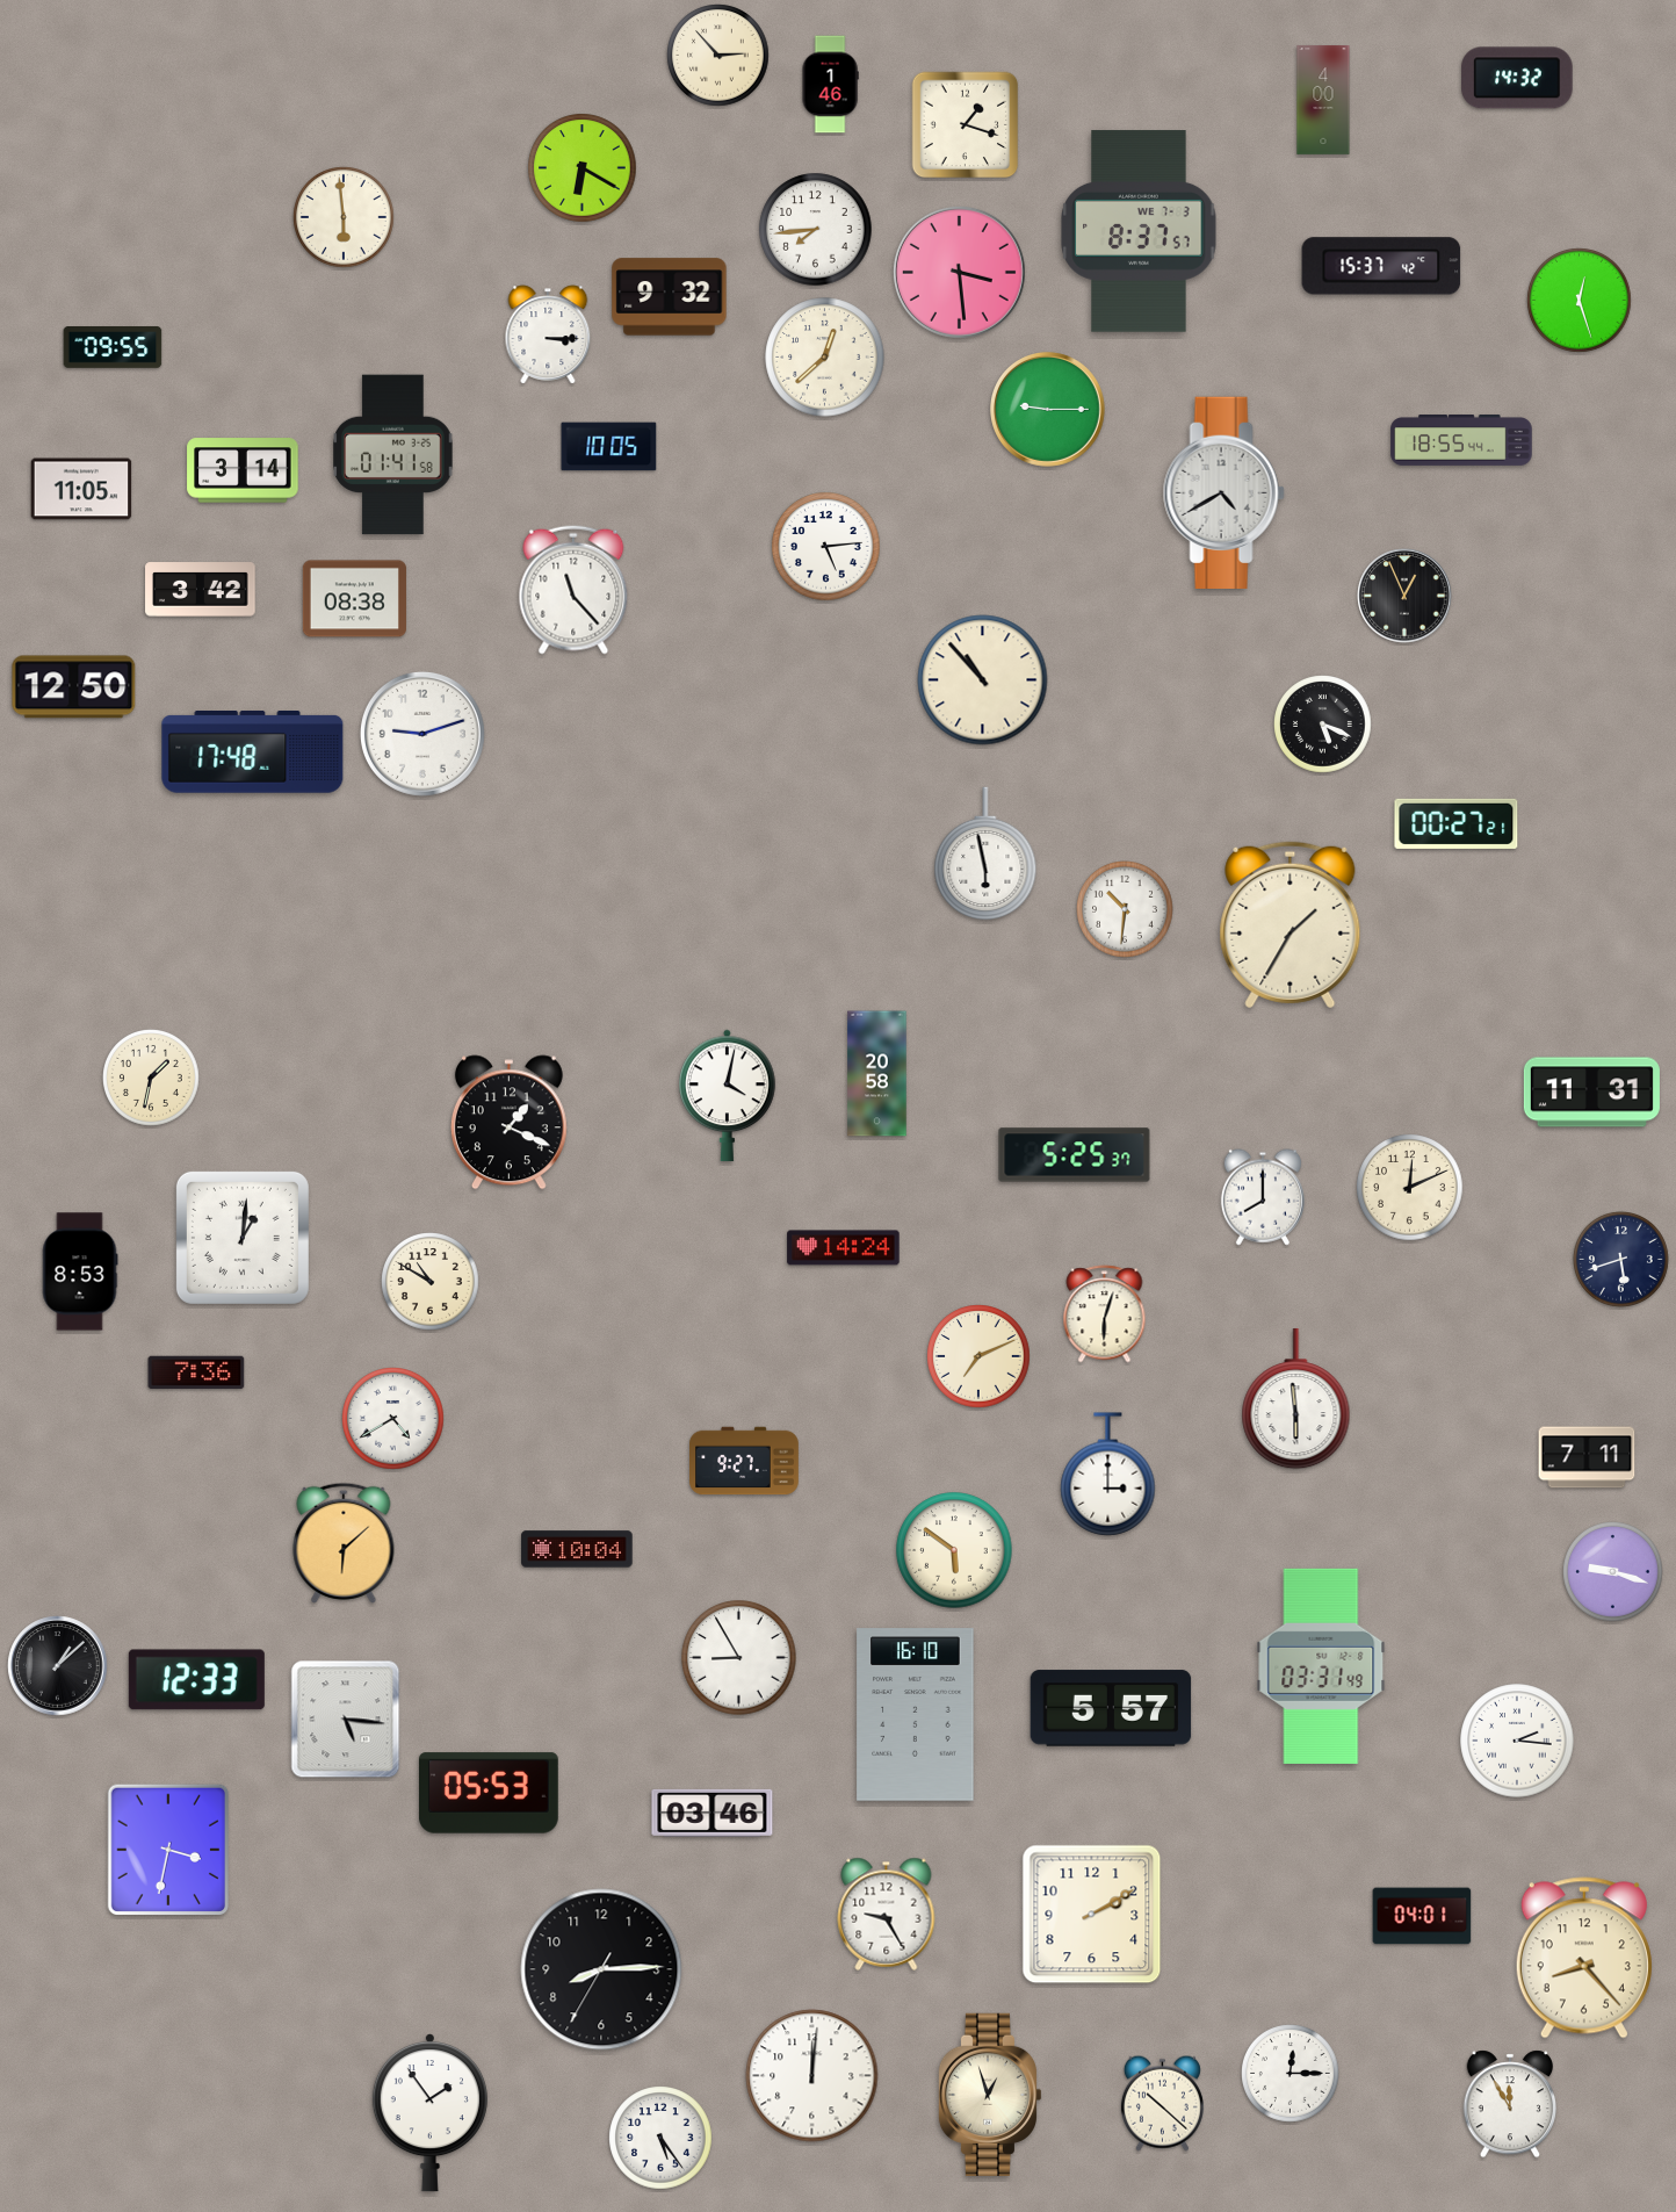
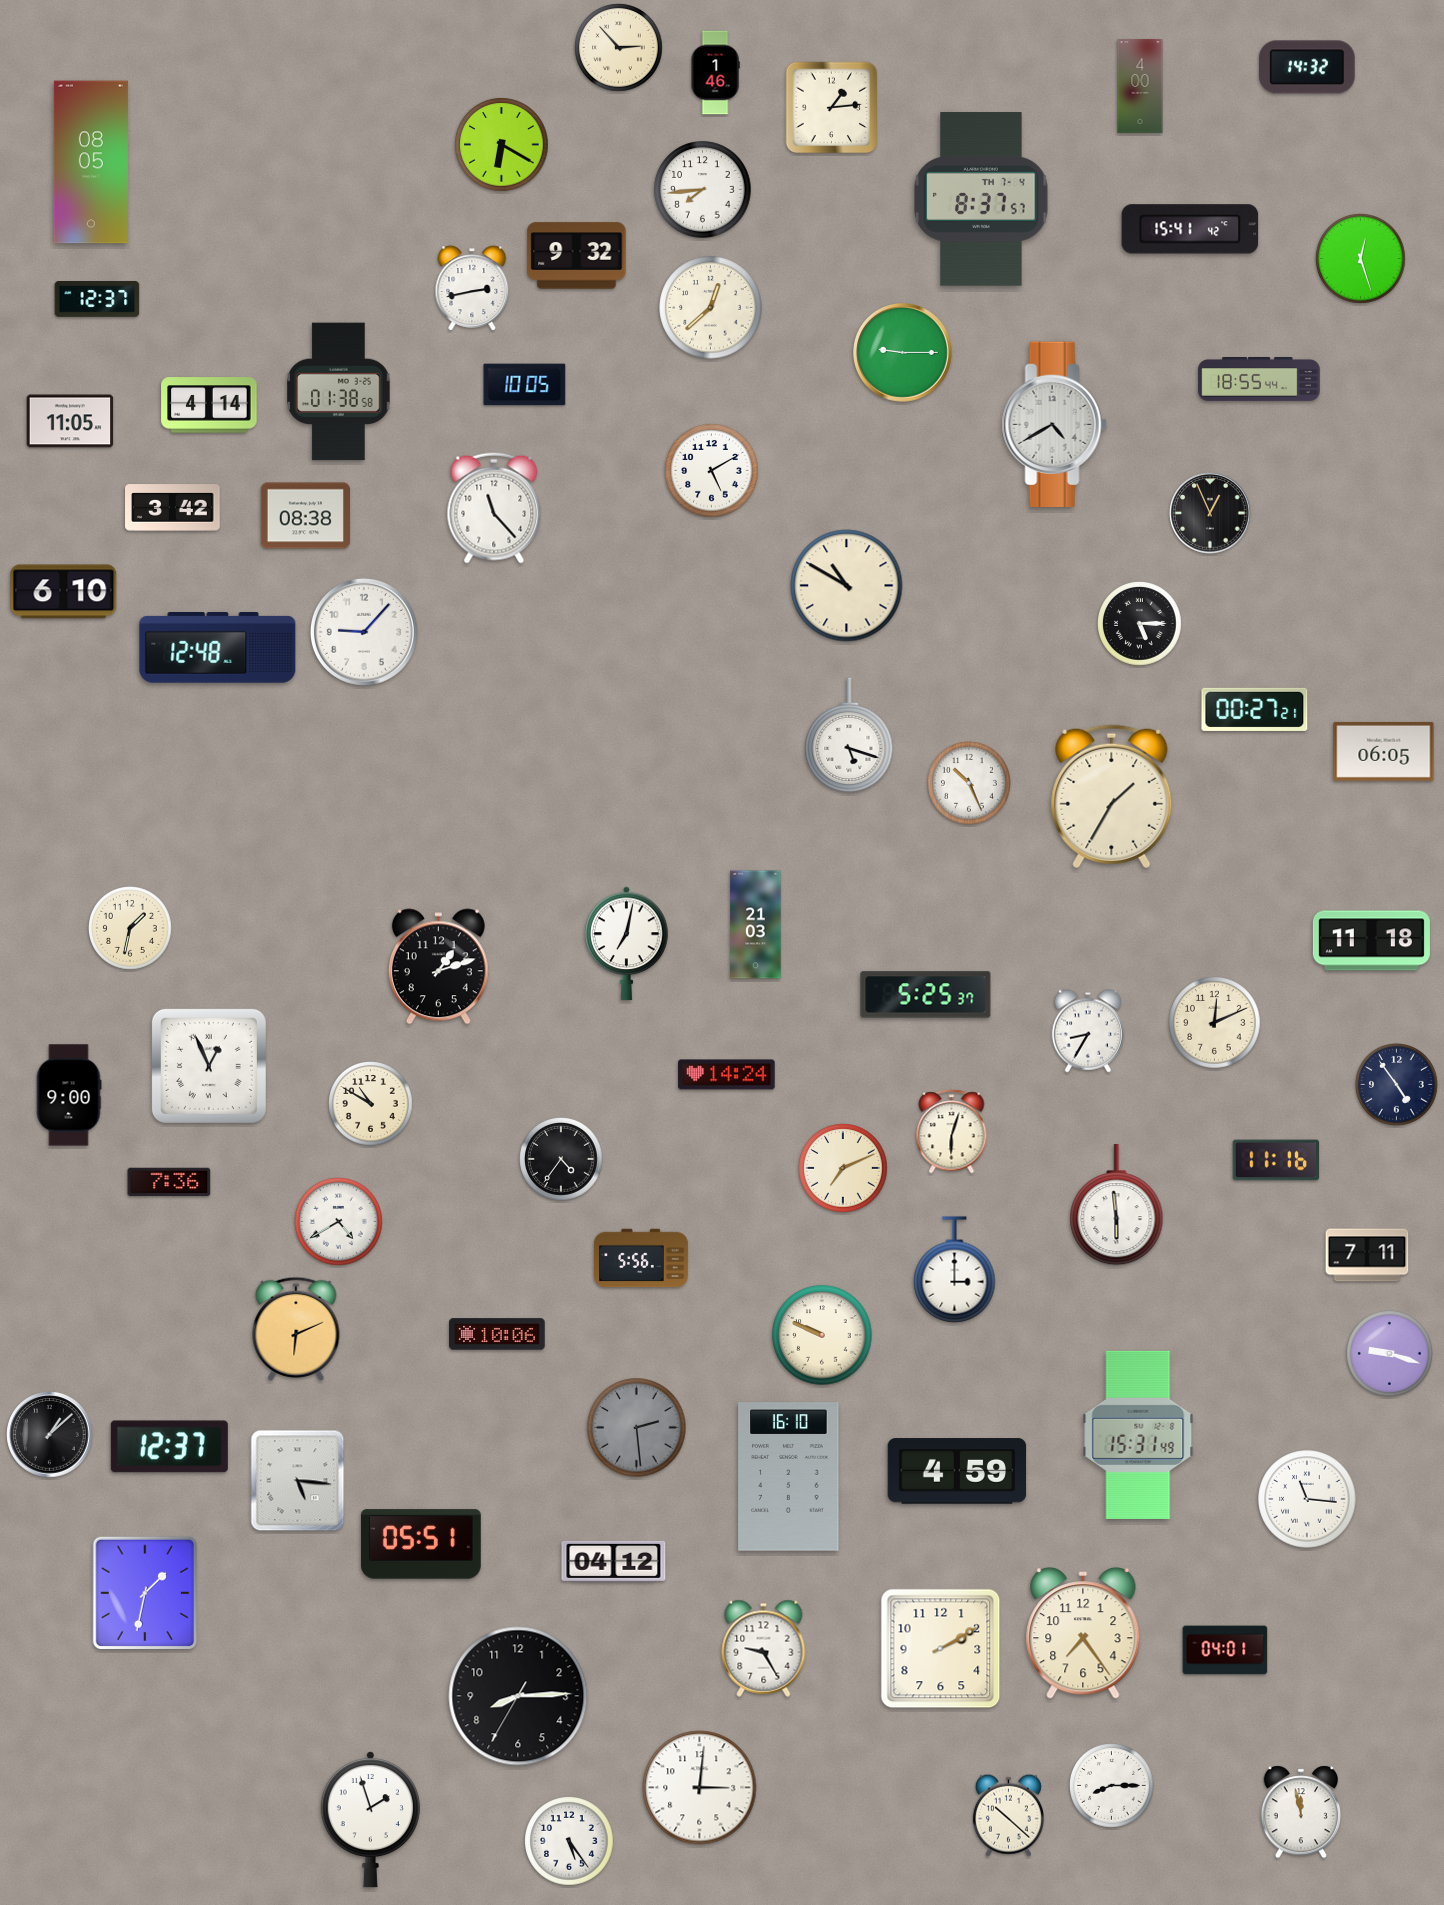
clock at (966, 125): 1:18 -> 1:14
clock at (91, 162): none -> 08:05
clock at (344, 217): 5:59 -> none
clock at (816, 230) position: (816, 230) -> (703, 190)
clock at (1139, 231) date: WE 7-3 -> TH 7-4
clock at (1381, 266): 15:37 -> 15:41
clock at (959, 272): 3:29 -> none
clock at (548, 334): 3:15 -> 2:43
clock at (113, 347): 09:55 -> 12:37
clock at (393, 455): 01:41 -> 01:38
clock at (243, 470): 3:14 -> 4:14
clock at (826, 547): 5:14 -> 5:10
clock at (983, 680): 10:53 -> 10:50
clock at (74, 687): 12:50 -> 6:10
clock at (1323, 725): 5:19 -> 5:15
clock at (422, 734): 9:12 -> 9:07
clock at (253, 752): 17:48 -> 12:48
clock at (985, 853): 5:58 -> 5:18
clock at (1384, 751): none -> 06:05
clock at (1126, 910): 10:31 -> 10:26
clock at (877, 1074): 20:58 -> 21:03
clock at (1591, 1093): 11:31 -> 11:18
clock at (728, 1096): 4:02 -> 7:02
clock at (508, 1123): 1:19 -> 1:12
clock at (1263, 1197): 8:00 -> 8:35
clock at (243, 1238): 1:01 -> 12:56
clock at (1621, 1260): 5:42 -> 4:54
clock at (80, 1271): 8:53 -> 9:00
clock at (562, 1160): none -> 4:36
clock at (1276, 1160): none -> 11:16
clock at (744, 1461): 9:27 -> 5:56
clock at (344, 1543): 6:08 -> 6:11
clock at (577, 1549): 10:04 -> 10:06
clock at (954, 1550): 5:51 -> 9:49
clock at (739, 1658): 8:55 -> 2:29
clock at (739, 1658) dial: white -> grey
clock at (1321, 1666): 03:31 -> 15:31
clock at (196, 1680): 12:33 -> 12:37
clock at (1111, 1708): 5:57 -> 4:59
clock at (1517, 1741): 2:16 -> 11:16
clock at (489, 1793): 05:53 -> 05:51
clock at (713, 1813): 03:46 -> 04:12
clock at (167, 1850): 3:32 -> 1:32
clock at (1083, 1633): none -> 7:24
clock at (1584, 1958): 8:23 -> none
clock at (1291, 2074): 12:15 -> 8:15
clock at (812, 2076): 12:01 -> 3:01
clock at (990, 2095): 12:57 -> none
clock at (1162, 2103) position: (1162, 2103) -> (1008, 1815)
clock at (1509, 2104): 11:55 -> 11:58
clock at (429, 2112): 1:54 -> 1:57
